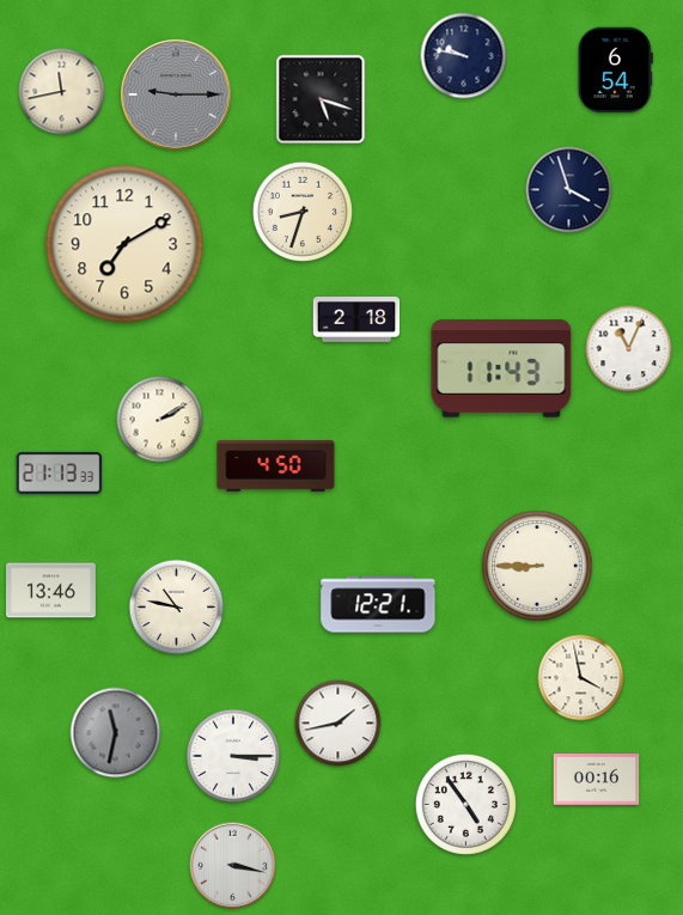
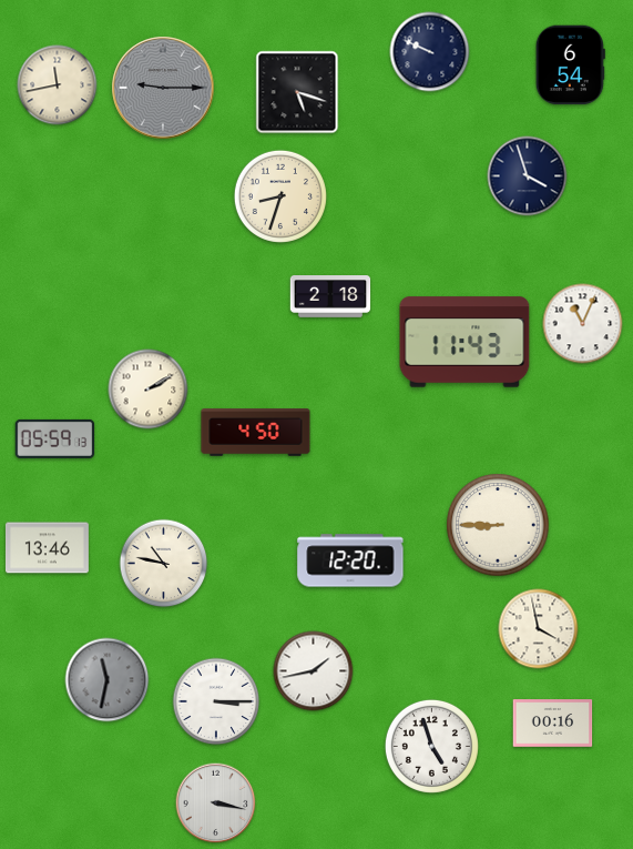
clock at (464, 56): 9:47 -> 9:49
clock at (124, 244): 7:10 -> none
clock at (60, 472): 21:13 -> 05:59
clock at (378, 604): 12:21 -> 12:20
clock at (465, 804): 4:54 -> 4:57
